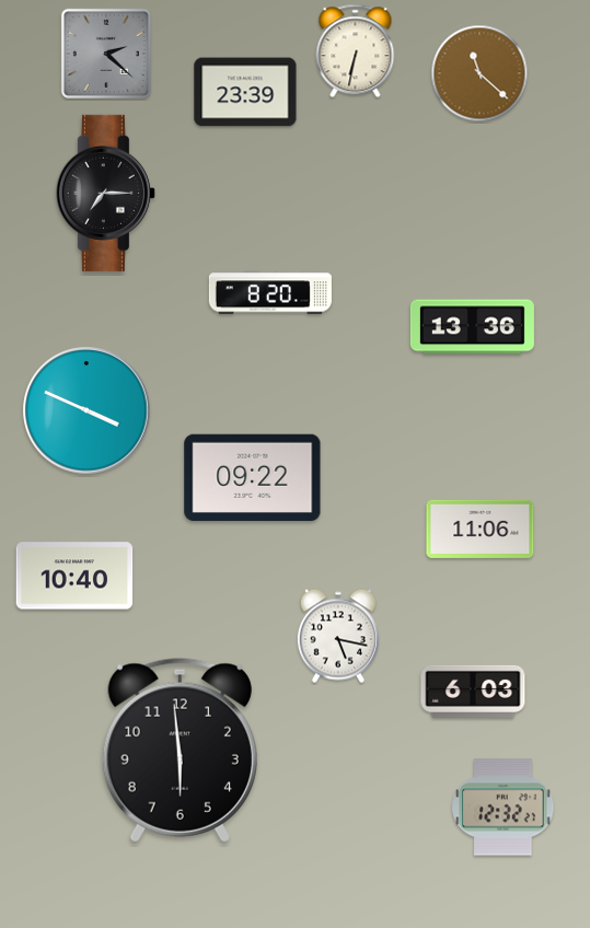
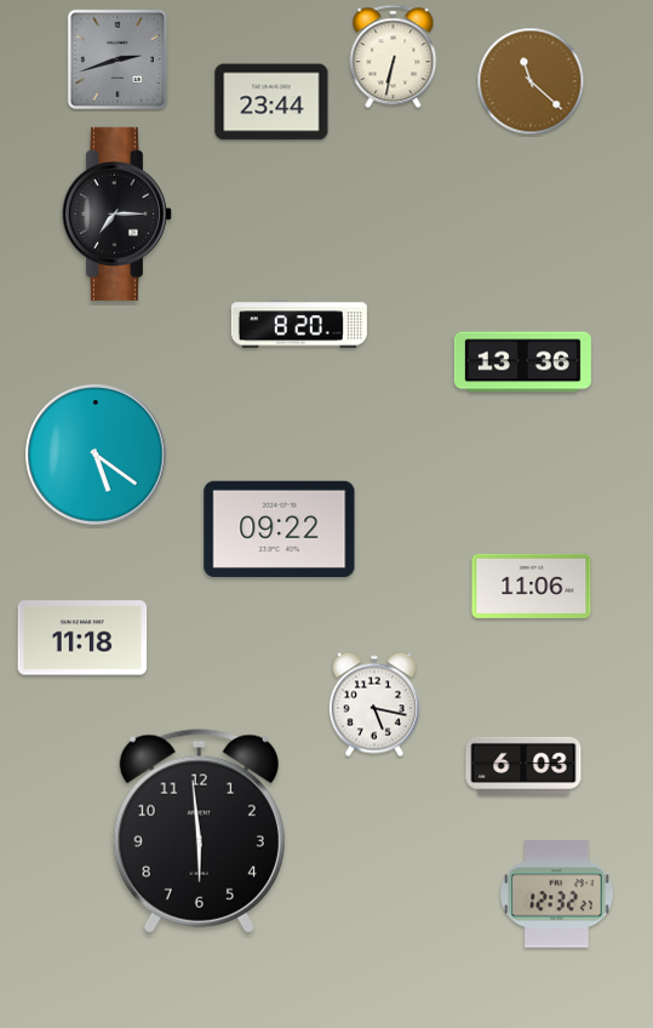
clock at (106, 54): 2:22 -> 2:42
clock at (245, 92): 23:39 -> 23:44
clock at (86, 410): 3:49 -> 5:21
clock at (74, 576): 10:40 -> 11:18
